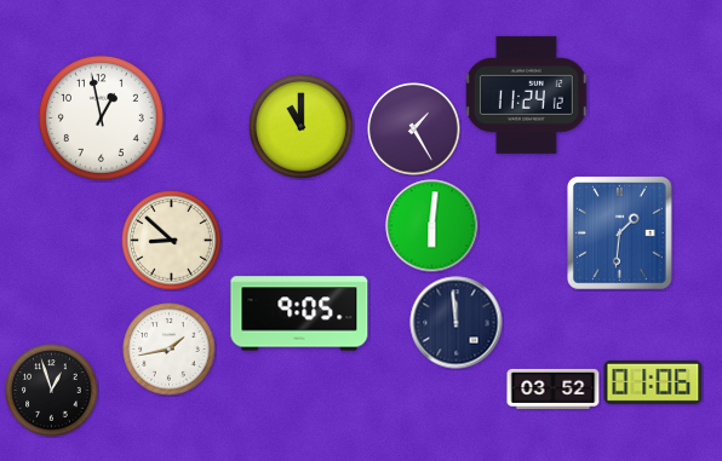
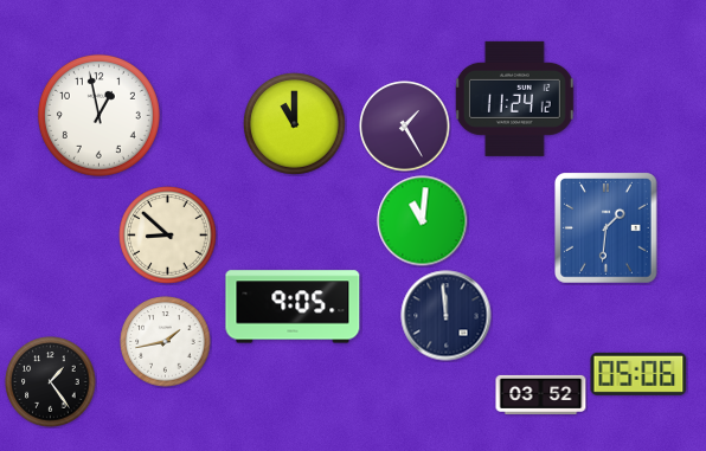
clock at (526, 94) position: (526, 94) -> (514, 98)
clock at (432, 226): 6:01 -> 11:01
clock at (653, 382): 01:06 -> 05:06
clock at (554, 388) position: (554, 388) -> (541, 394)
clock at (52, 391): 12:57 -> 1:24
